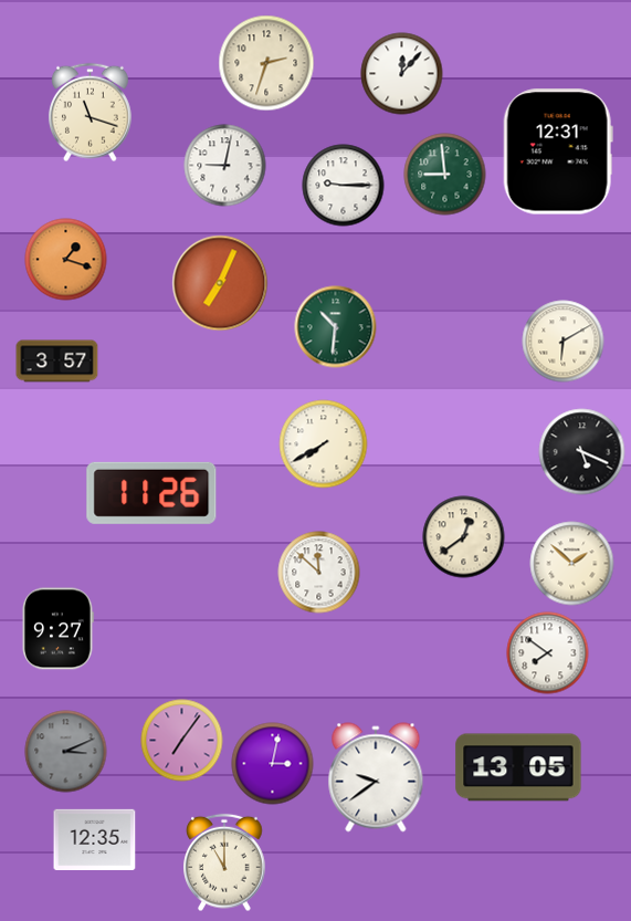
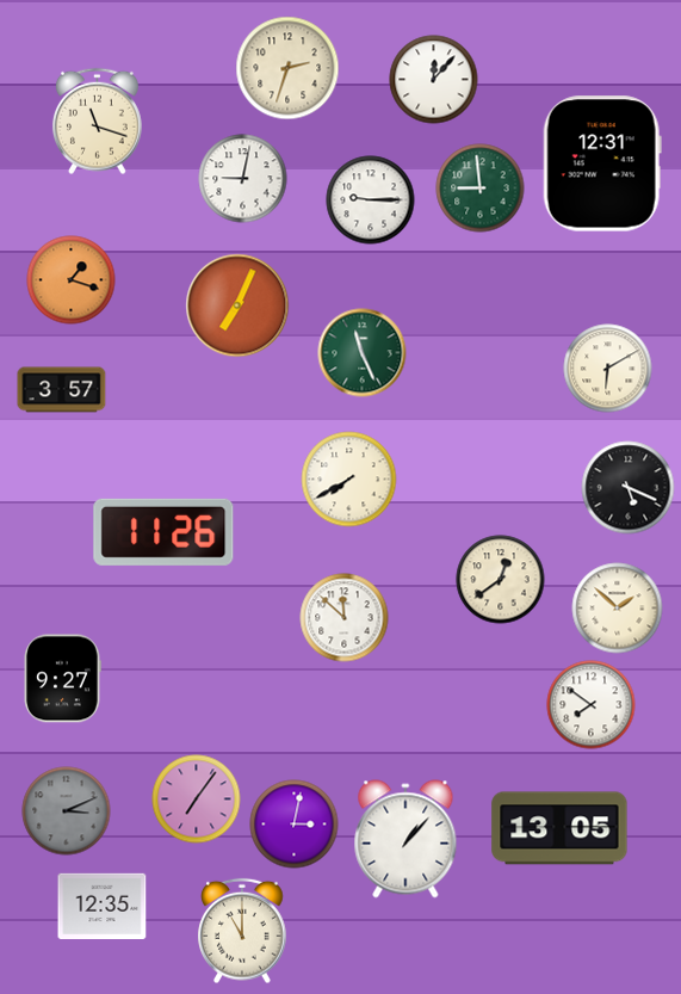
clock at (336, 327): 10:31 -> 11:26
clock at (66, 752) position: (66, 752) -> (67, 811)
clock at (376, 777): 9:39 -> 1:07
